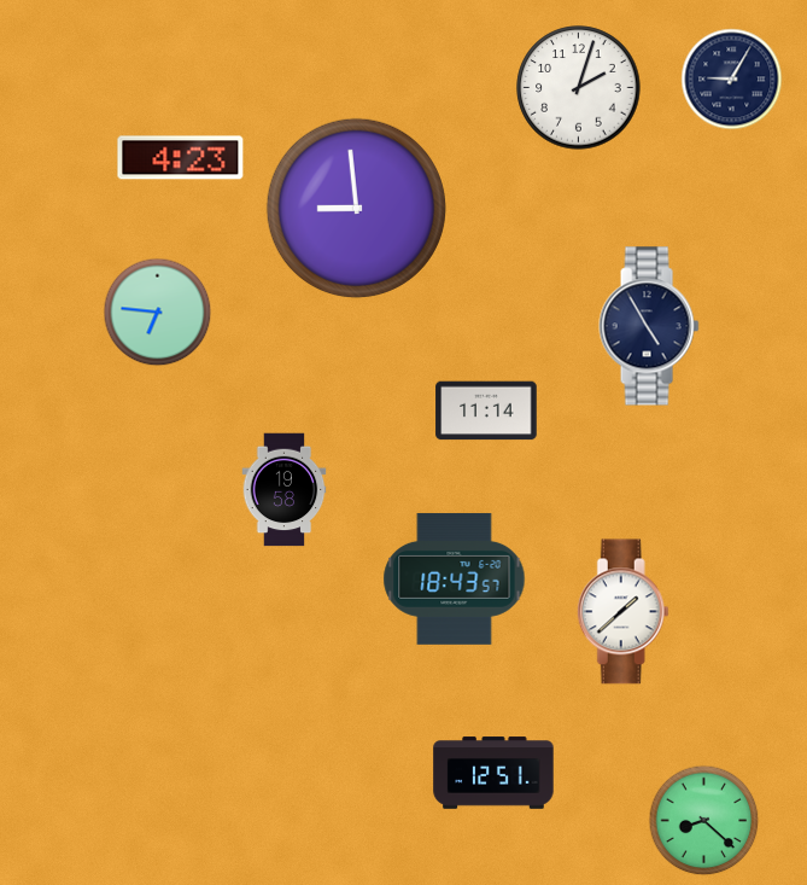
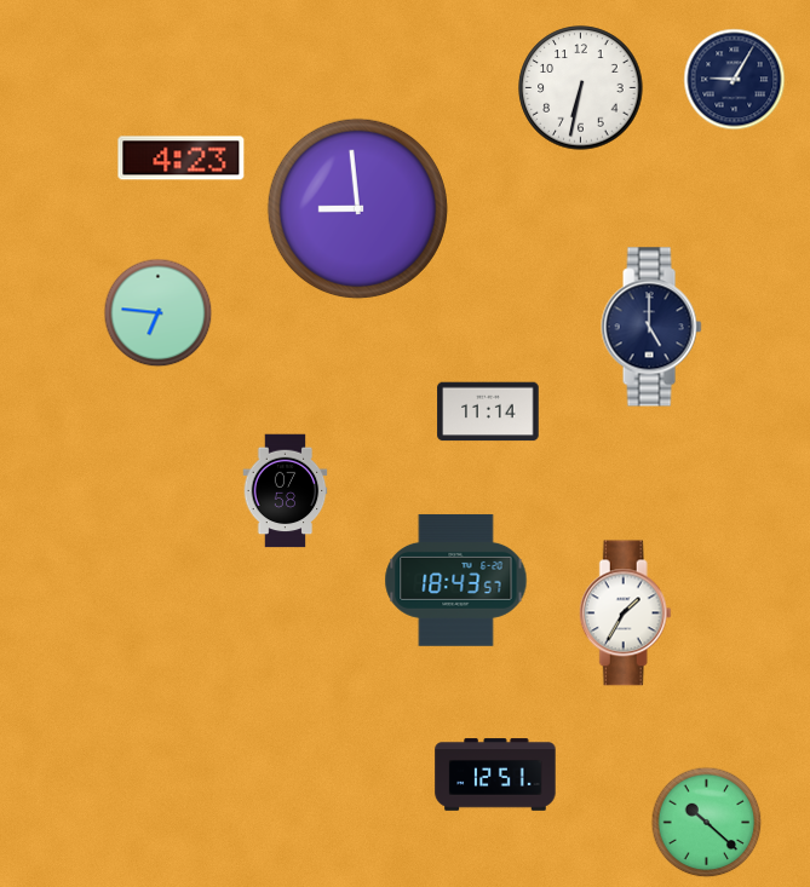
clock at (579, 88): 2:03 -> 6:32
clock at (649, 326): 4:55 -> 5:00
clock at (285, 490): 19:58 -> 07:58
clock at (622, 612): 1:38 -> 1:35
clock at (704, 821): 8:22 -> 10:22
